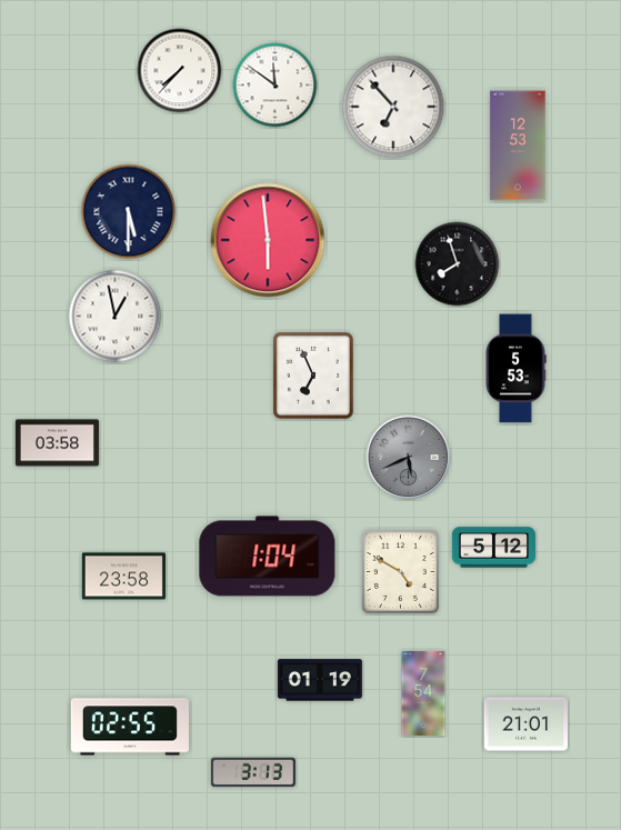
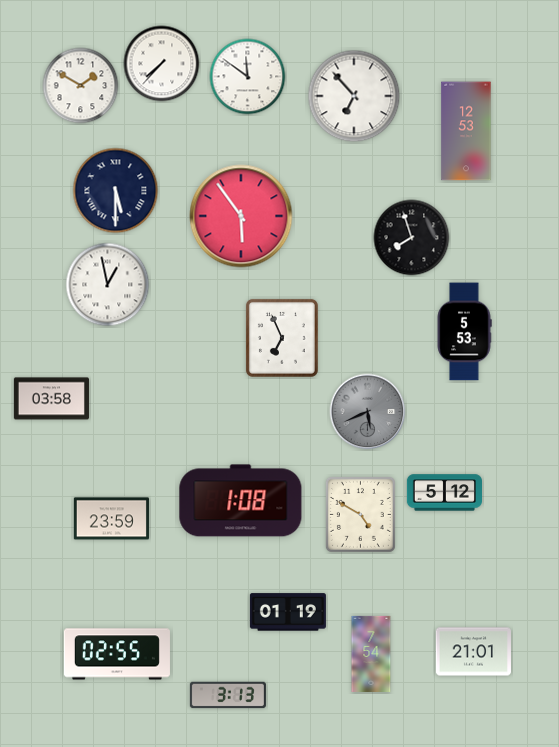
clock at (81, 86): none -> 1:50
clock at (268, 240): 5:59 -> 5:54
clock at (116, 317) position: (116, 317) -> (108, 285)
clock at (268, 557): 1:04 -> 1:08
clock at (123, 577): 23:58 -> 23:59
clock at (423, 693) position: (423, 693) -> (371, 654)
